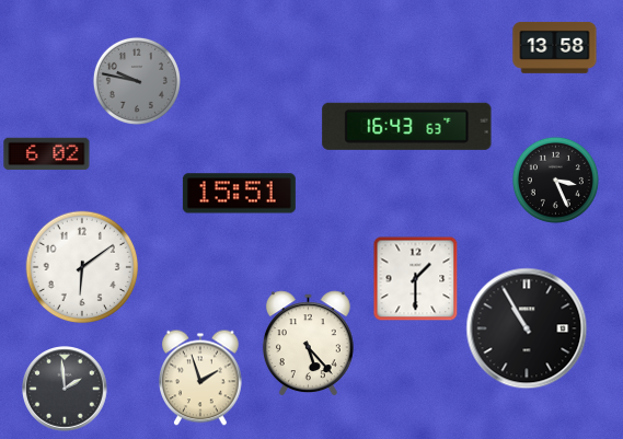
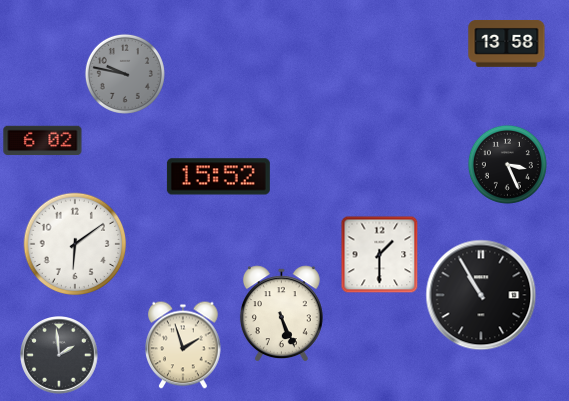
clock at (407, 126): 16:43 -> none
clock at (239, 194): 15:51 -> 15:52
clock at (527, 328) position: (527, 328) -> (481, 295)
clock at (308, 343): 5:23 -> 5:26
